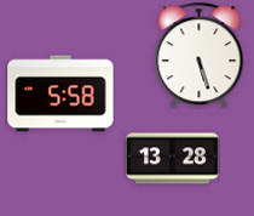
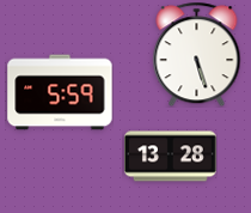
clock at (60, 93): 5:58 -> 5:59
